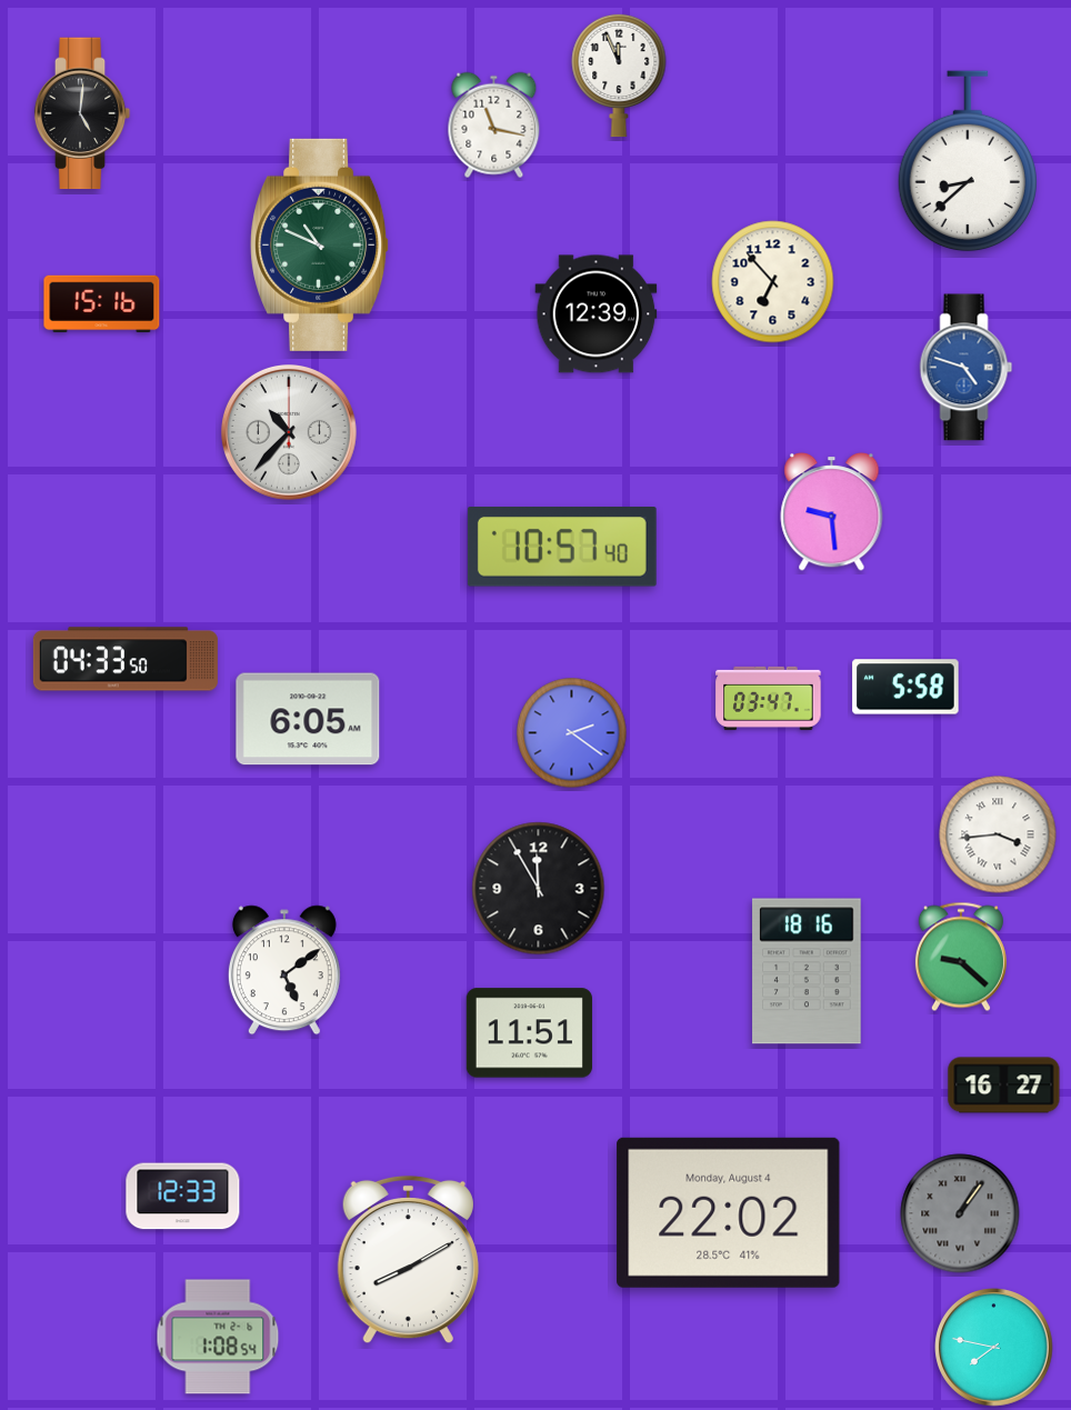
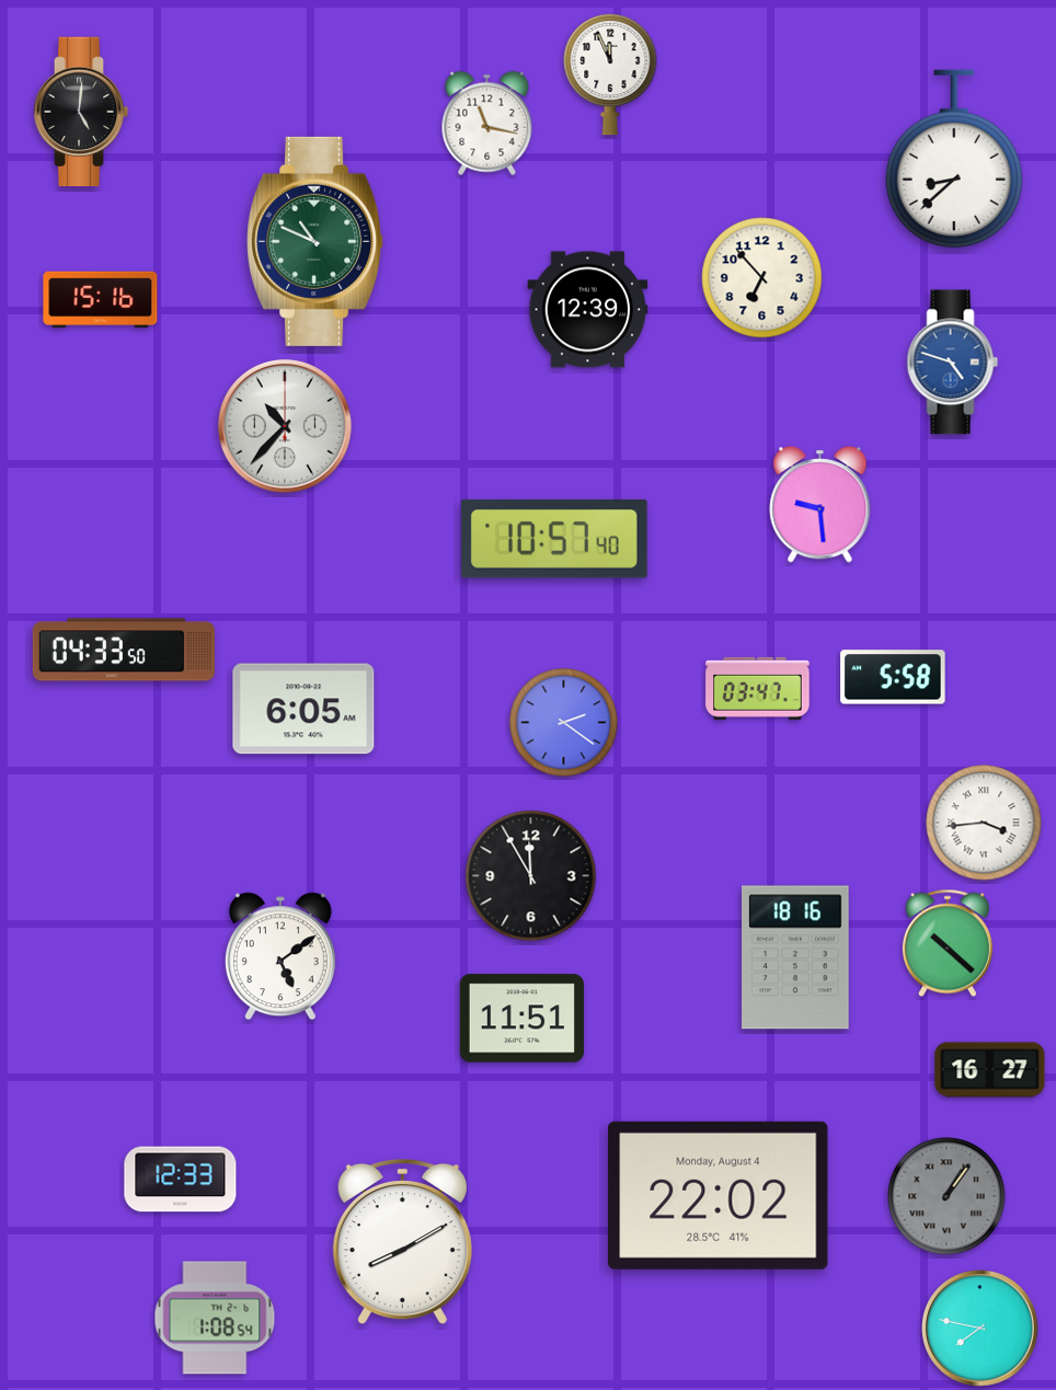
clock at (961, 957): 9:22 -> 10:22
